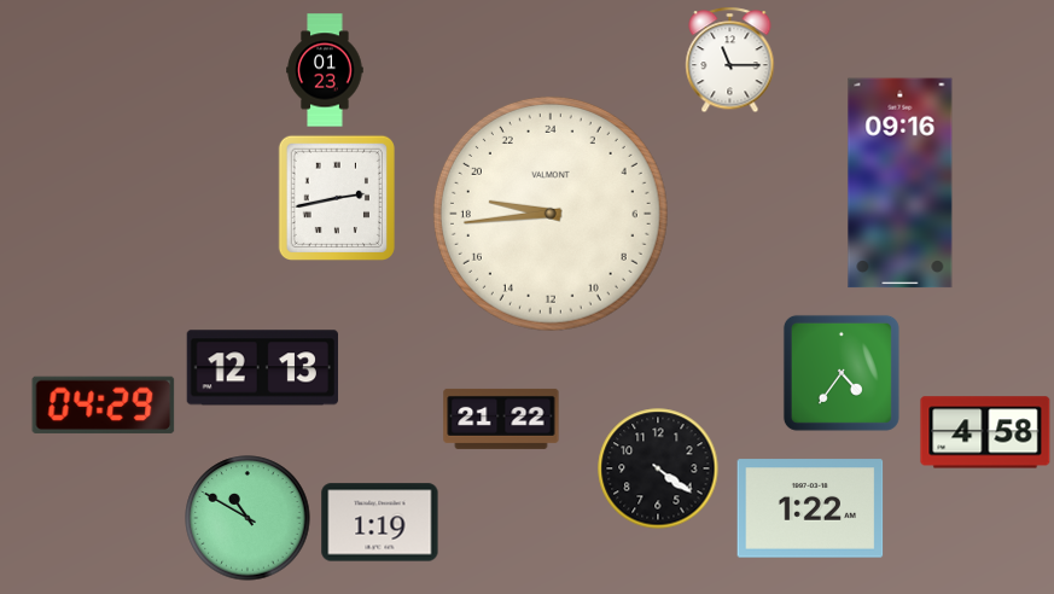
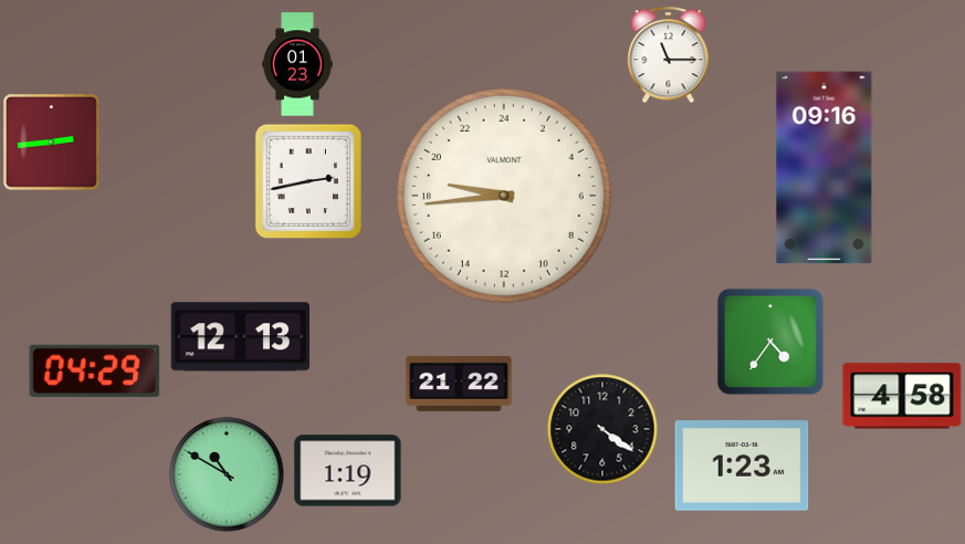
clock at (52, 143): none -> 2:44
clock at (810, 508): 1:22 -> 1:23
clock at (380, 523) position: (380, 523) -> (348, 471)
